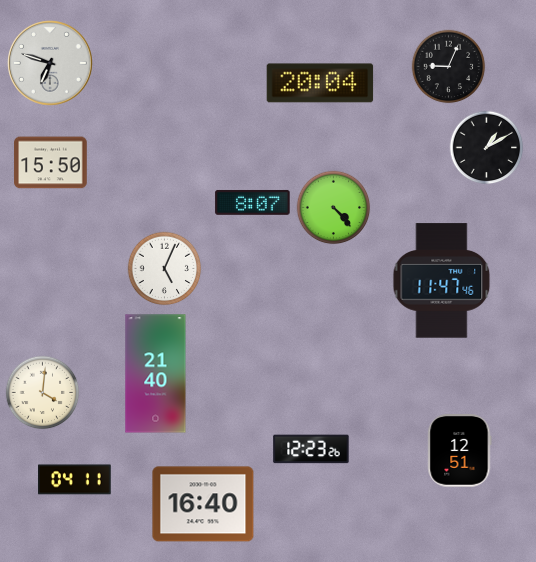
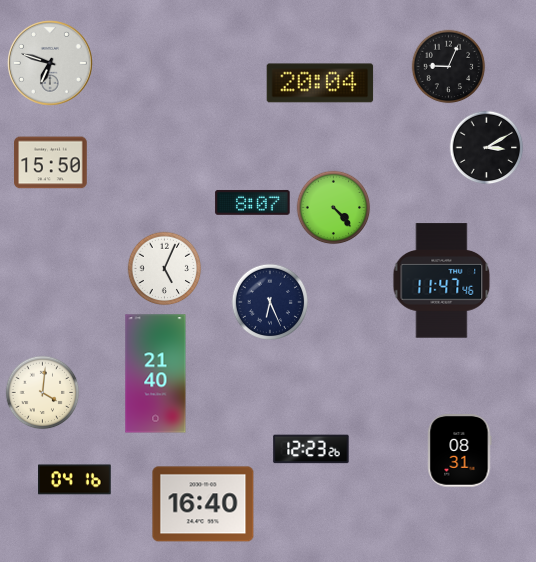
clock at (487, 148): 1:10 -> 3:10
clock at (269, 301): none -> 6:26
clock at (460, 451): 12:51 -> 08:31
clock at (75, 480): 04:11 -> 04:16
